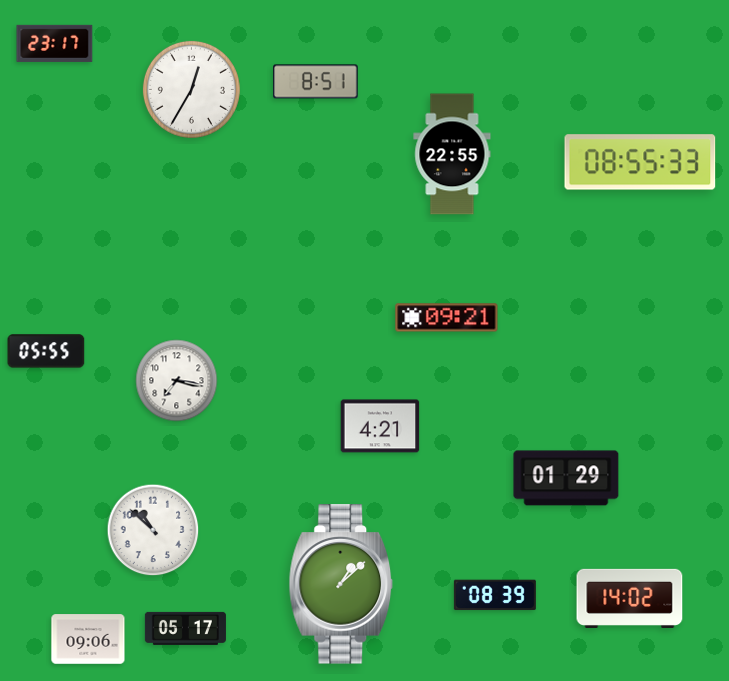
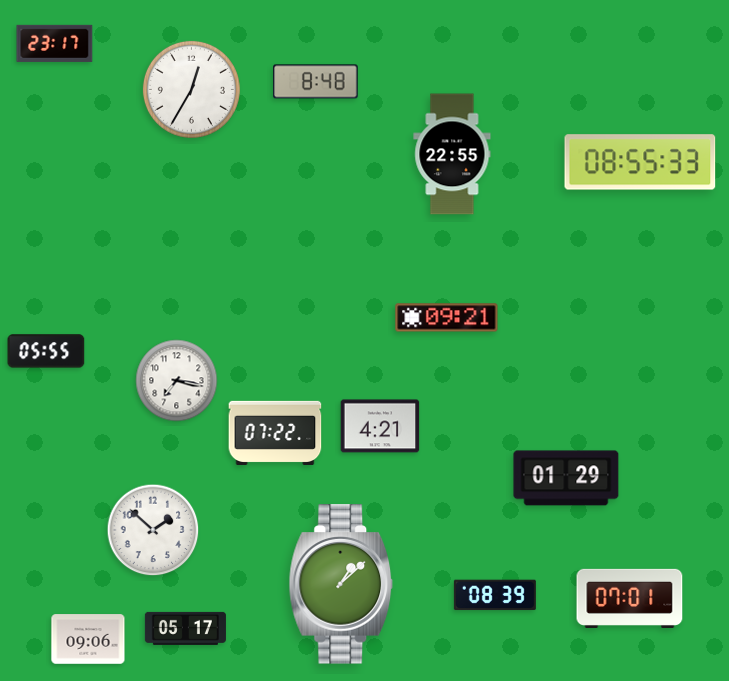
clock at (316, 82): 8:51 -> 8:48
clock at (275, 433): none -> 07:22
clock at (153, 530): 10:52 -> 1:52
clock at (630, 598): 14:02 -> 07:01
